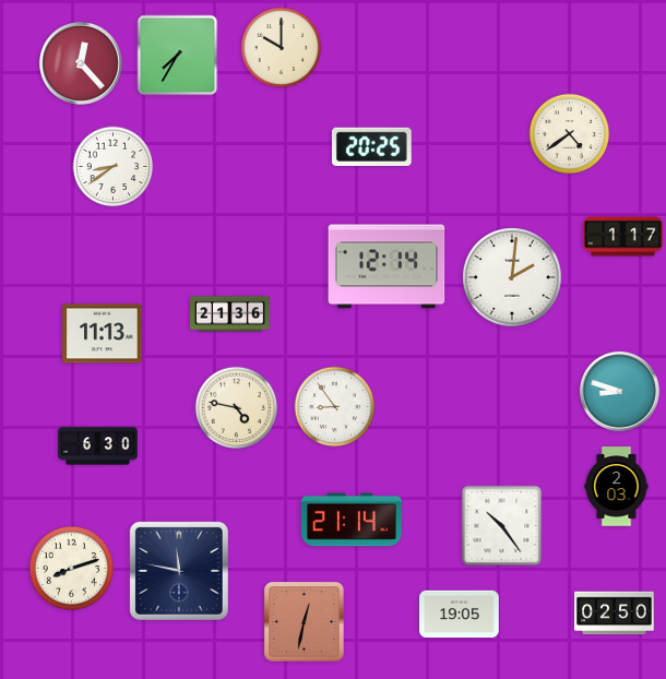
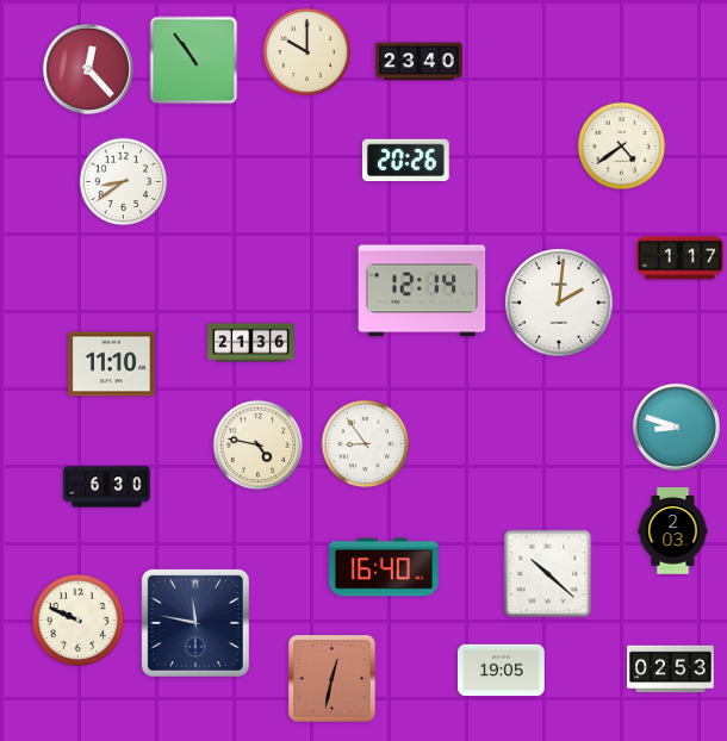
clock at (178, 56): 7:35 -> 10:54
clock at (420, 62): none -> 23:40
clock at (371, 146): 20:25 -> 20:26
clock at (103, 334): 11:13 -> 11:10
clock at (352, 520): 21:14 -> 16:40
clock at (502, 526): 10:24 -> 10:22
clock at (71, 568): 8:12 -> 9:49
clock at (615, 614): 02:50 -> 02:53
